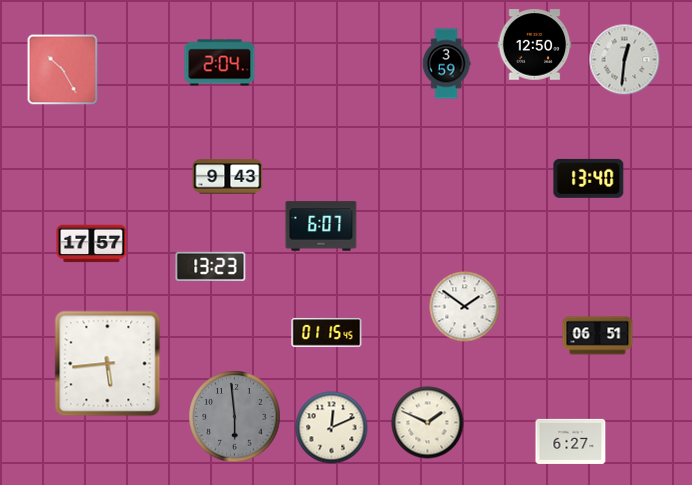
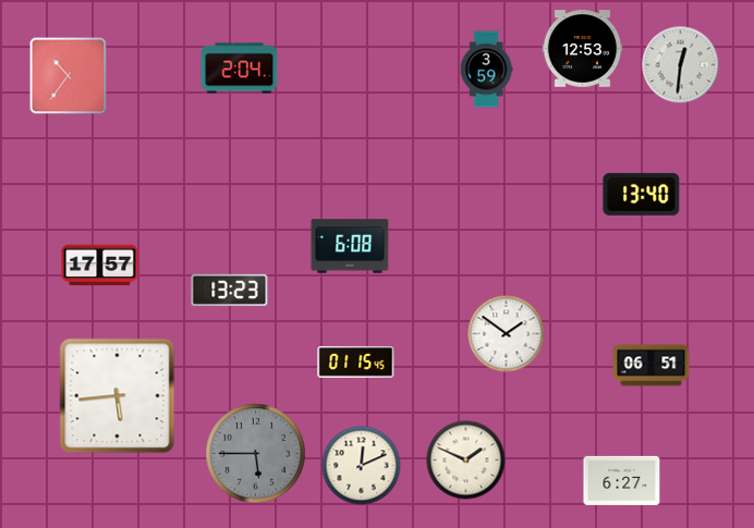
clock at (535, 45): 12:50 -> 12:53
clock at (63, 70): 10:25 -> 10:36
clock at (228, 177): 9:43 -> none
clock at (321, 226): 6:07 -> 6:08
clock at (235, 417): 5:59 -> 5:45
